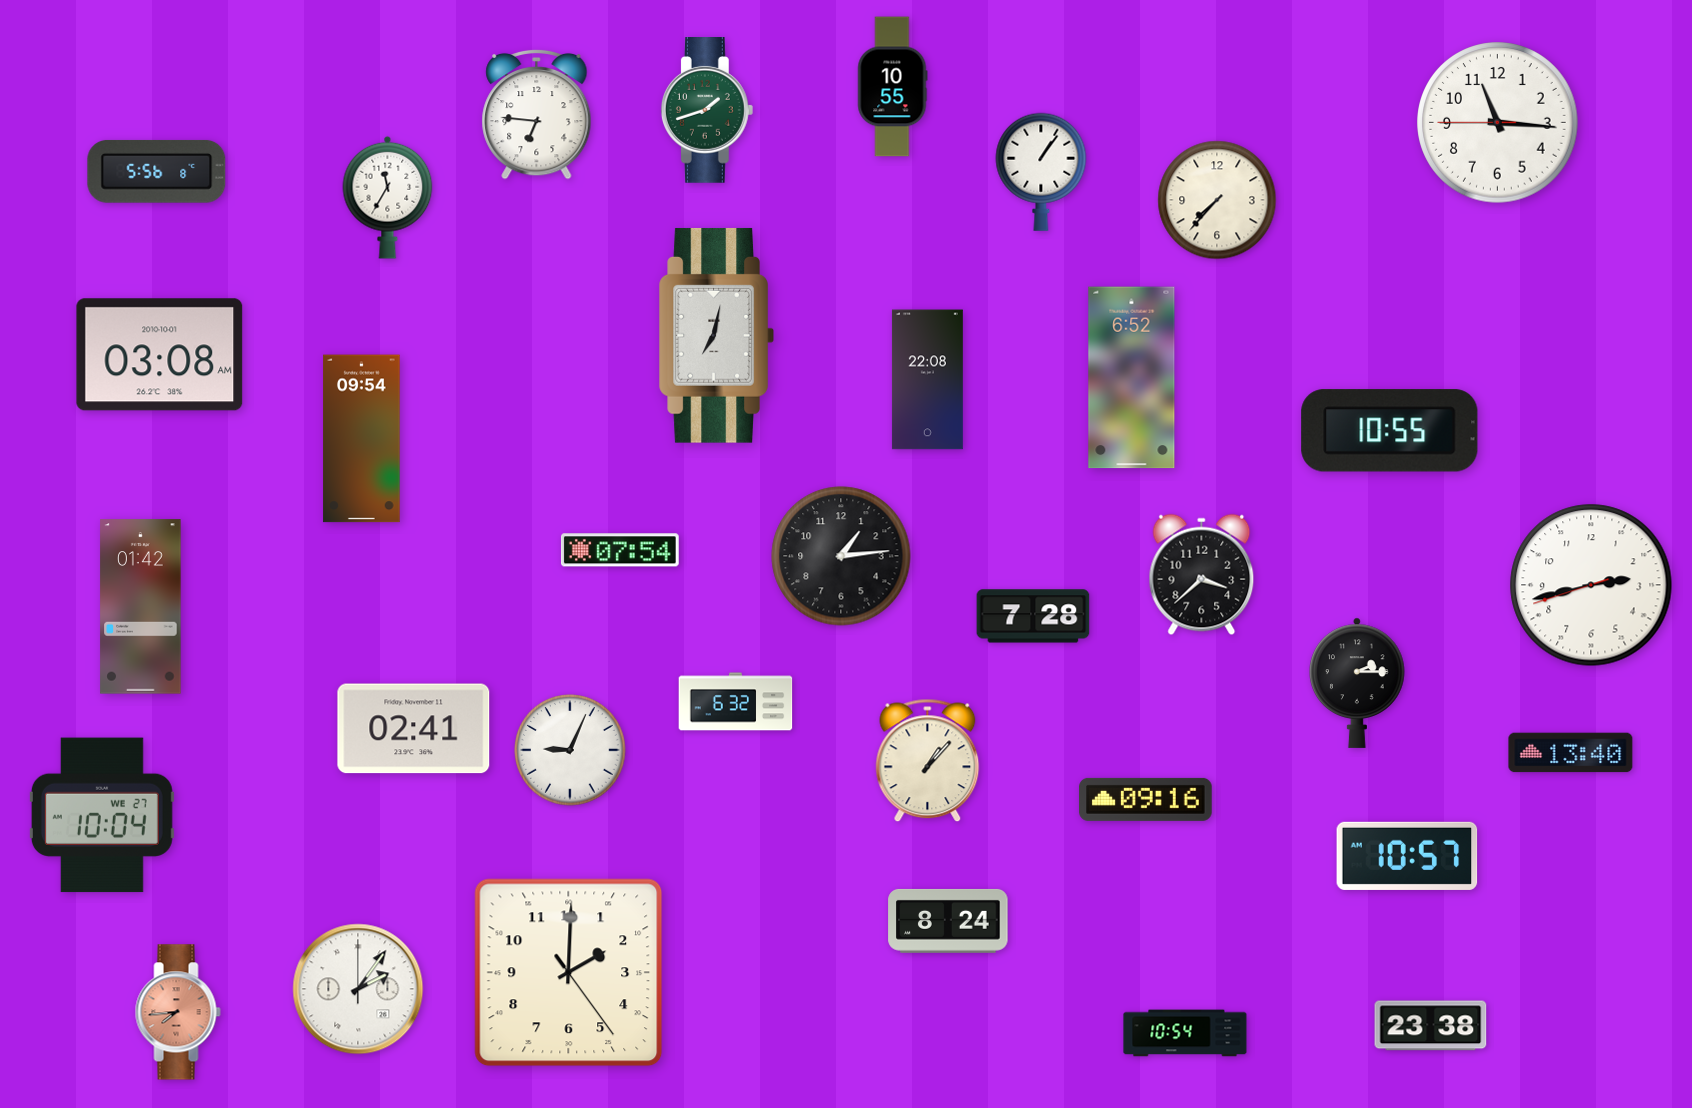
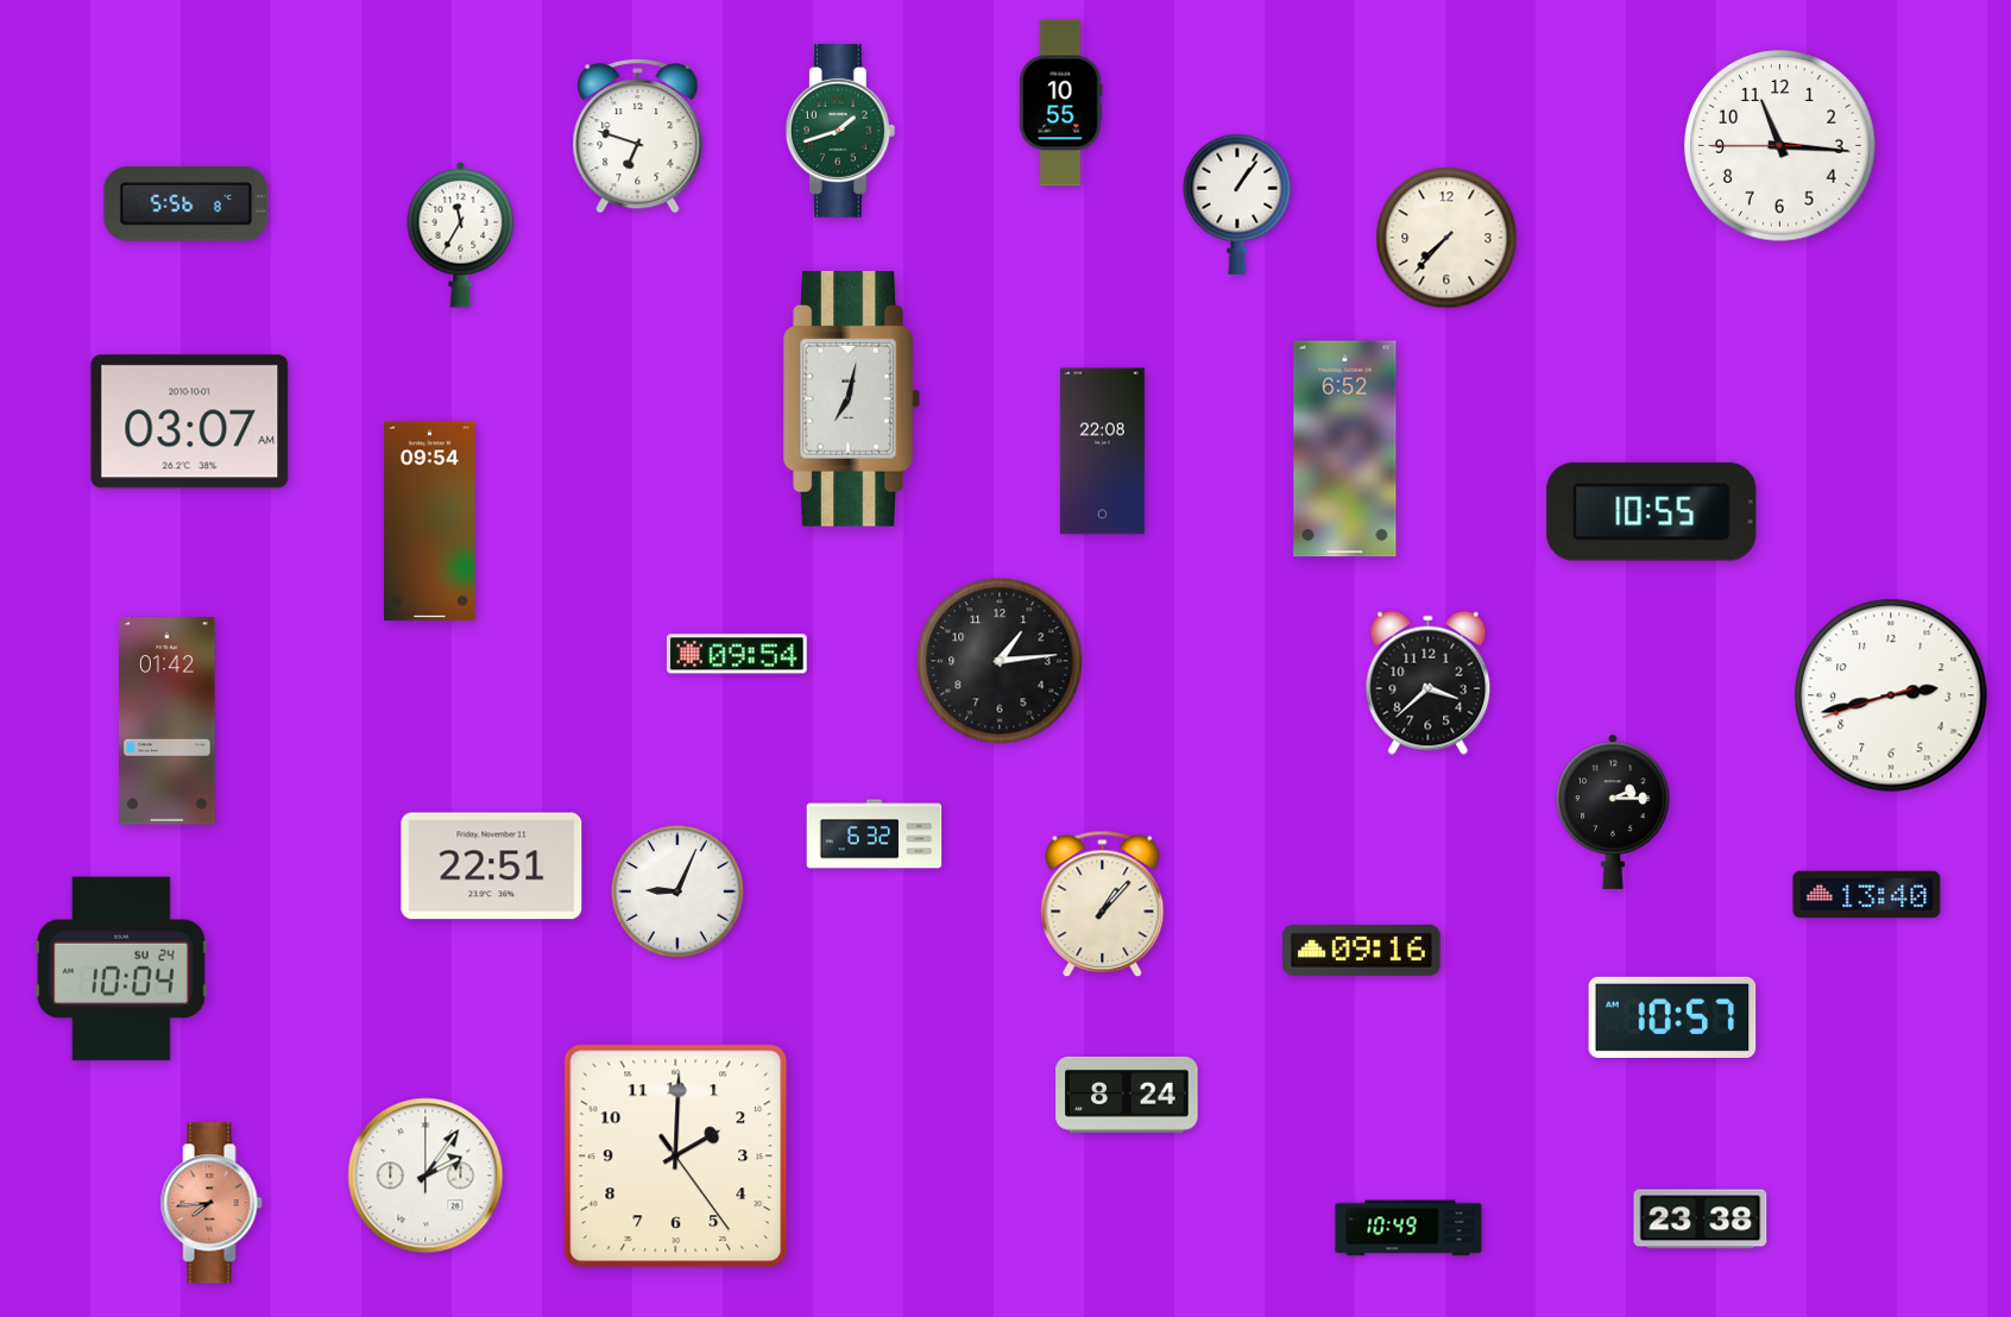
clock at (537, 114): 6:46 -> 6:48
clock at (160, 355): 03:08 -> 03:07
clock at (620, 550): 07:54 -> 09:54
clock at (1033, 616): 7:28 -> none
clock at (414, 729): 02:41 -> 22:51
clock at (102, 815) date: WE 27 -> SU 24
clock at (1185, 1033): 10:54 -> 10:49
